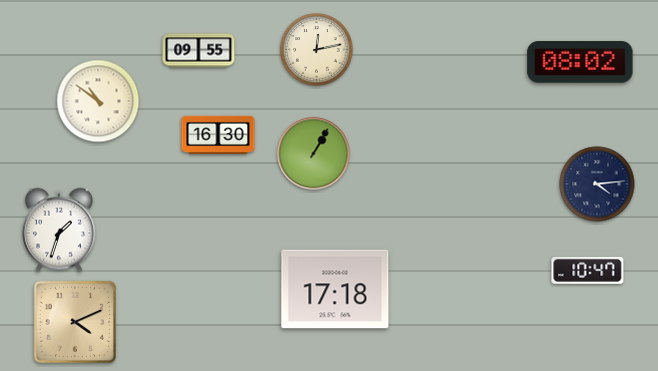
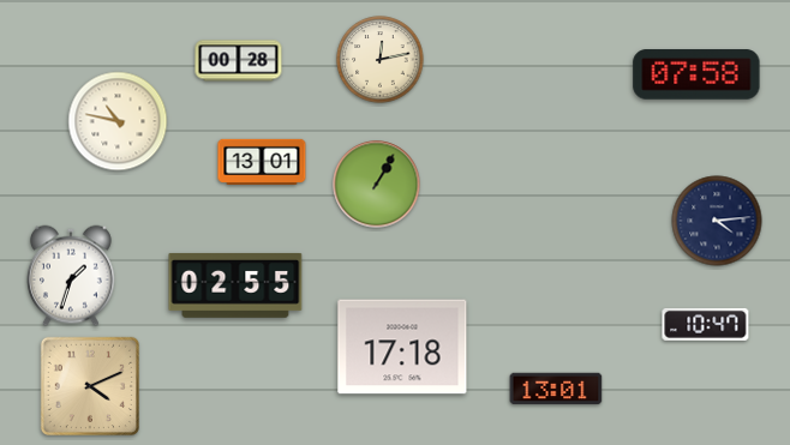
clock at (199, 51): 09:55 -> 00:28
clock at (580, 62): 08:02 -> 07:58
clock at (98, 101): 10:51 -> 10:47
clock at (218, 134): 16:30 -> 13:01
clock at (235, 285): none -> 02:55
clock at (556, 389): none -> 13:01
